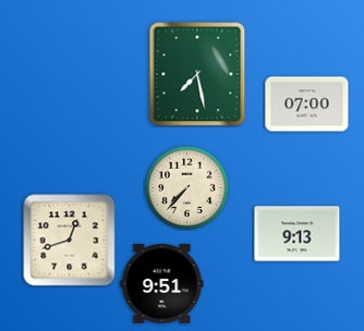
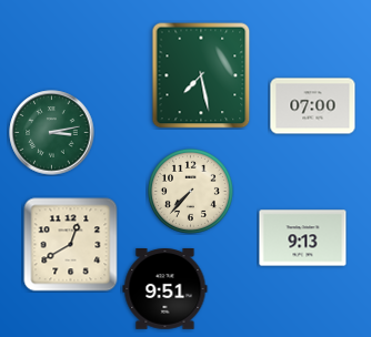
clock at (52, 133): none -> 3:13
clock at (70, 241): 12:42 -> 12:40
